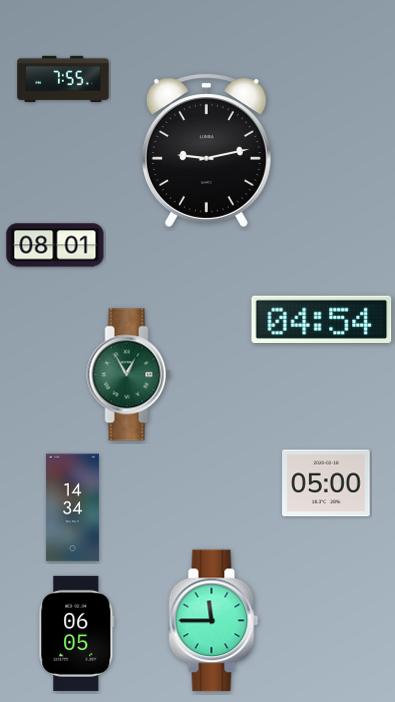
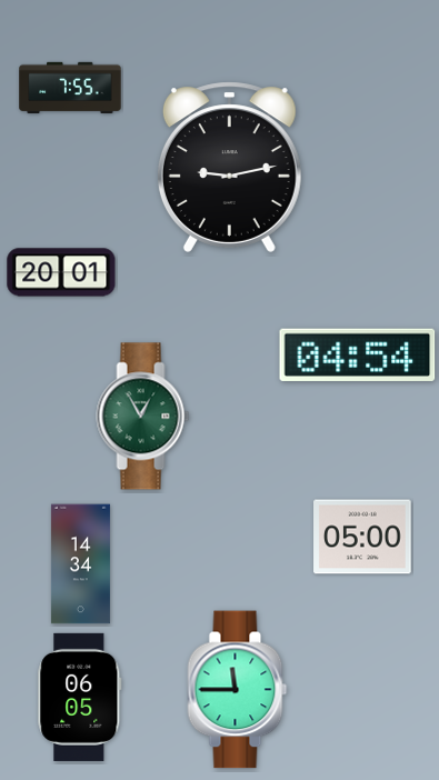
clock at (55, 245): 08:01 -> 20:01
clock at (77, 633) position: (77, 633) -> (80, 697)
